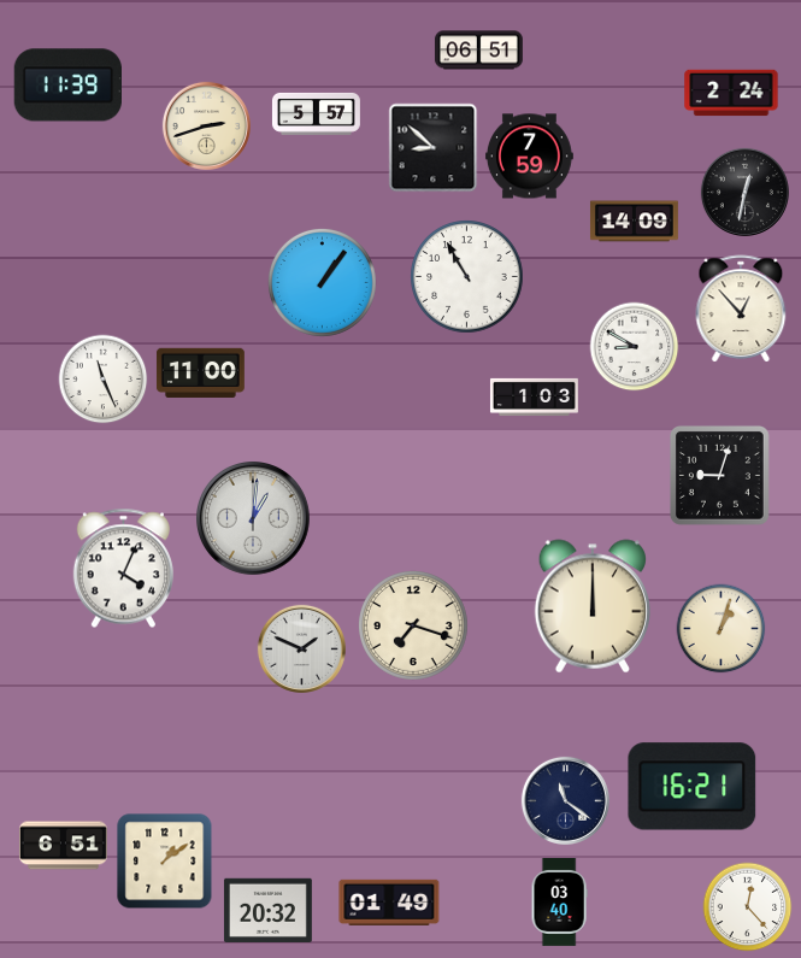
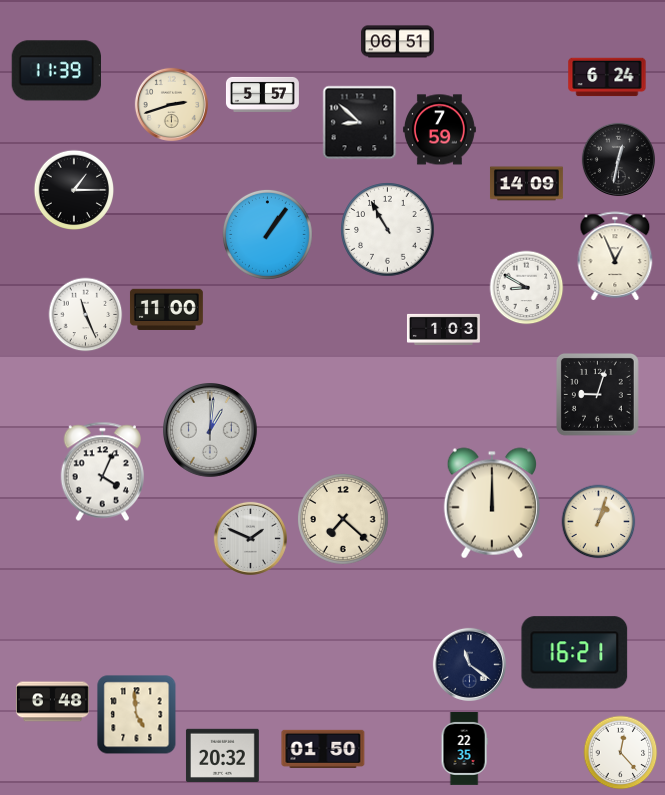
clock at (731, 93): 2:24 -> 6:24
clock at (74, 190): none -> 1:15
clock at (741, 308): 12:53 -> 12:56
clock at (414, 627): 7:18 -> 7:22
clock at (63, 846): 6:51 -> 6:48
clock at (165, 862): 1:09 -> 4:59
clock at (389, 903): 01:49 -> 01:50
clock at (559, 903): 03:40 -> 22:35
